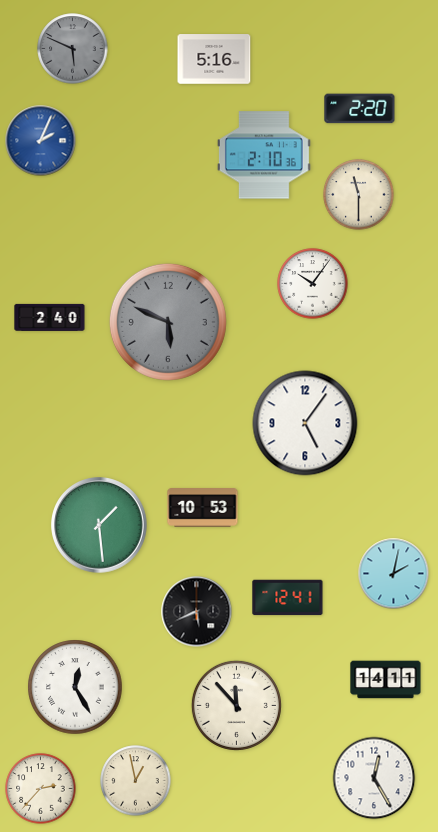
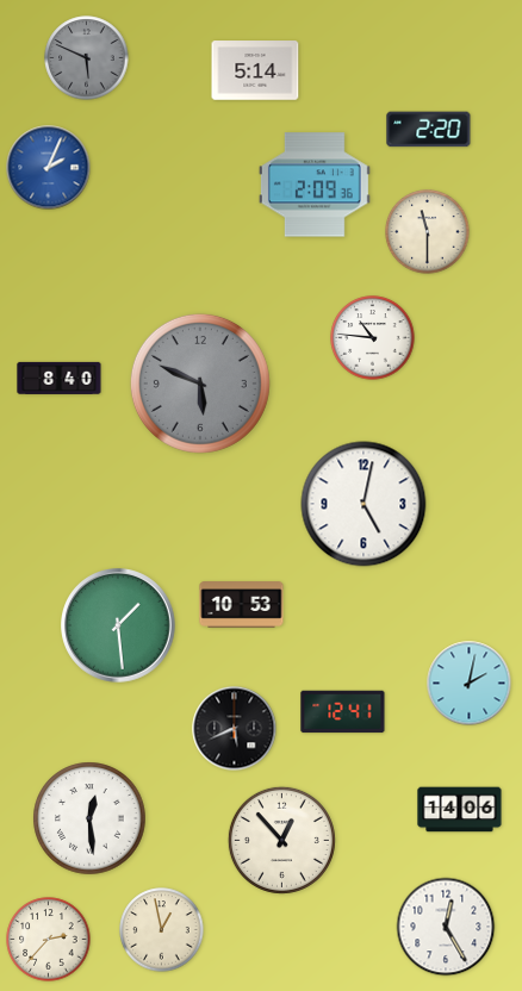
clock at (214, 59): 5:16 -> 5:14
clock at (264, 155): 2:10 -> 2:09
clock at (313, 284): 10:06 -> 10:46
clock at (50, 317): 2:40 -> 8:40
clock at (305, 423): 5:06 -> 5:02
clock at (386, 680): 14:11 -> 14:06
clock at (75, 687): 12:25 -> 12:29
clock at (236, 705): 11:53 -> 12:53
